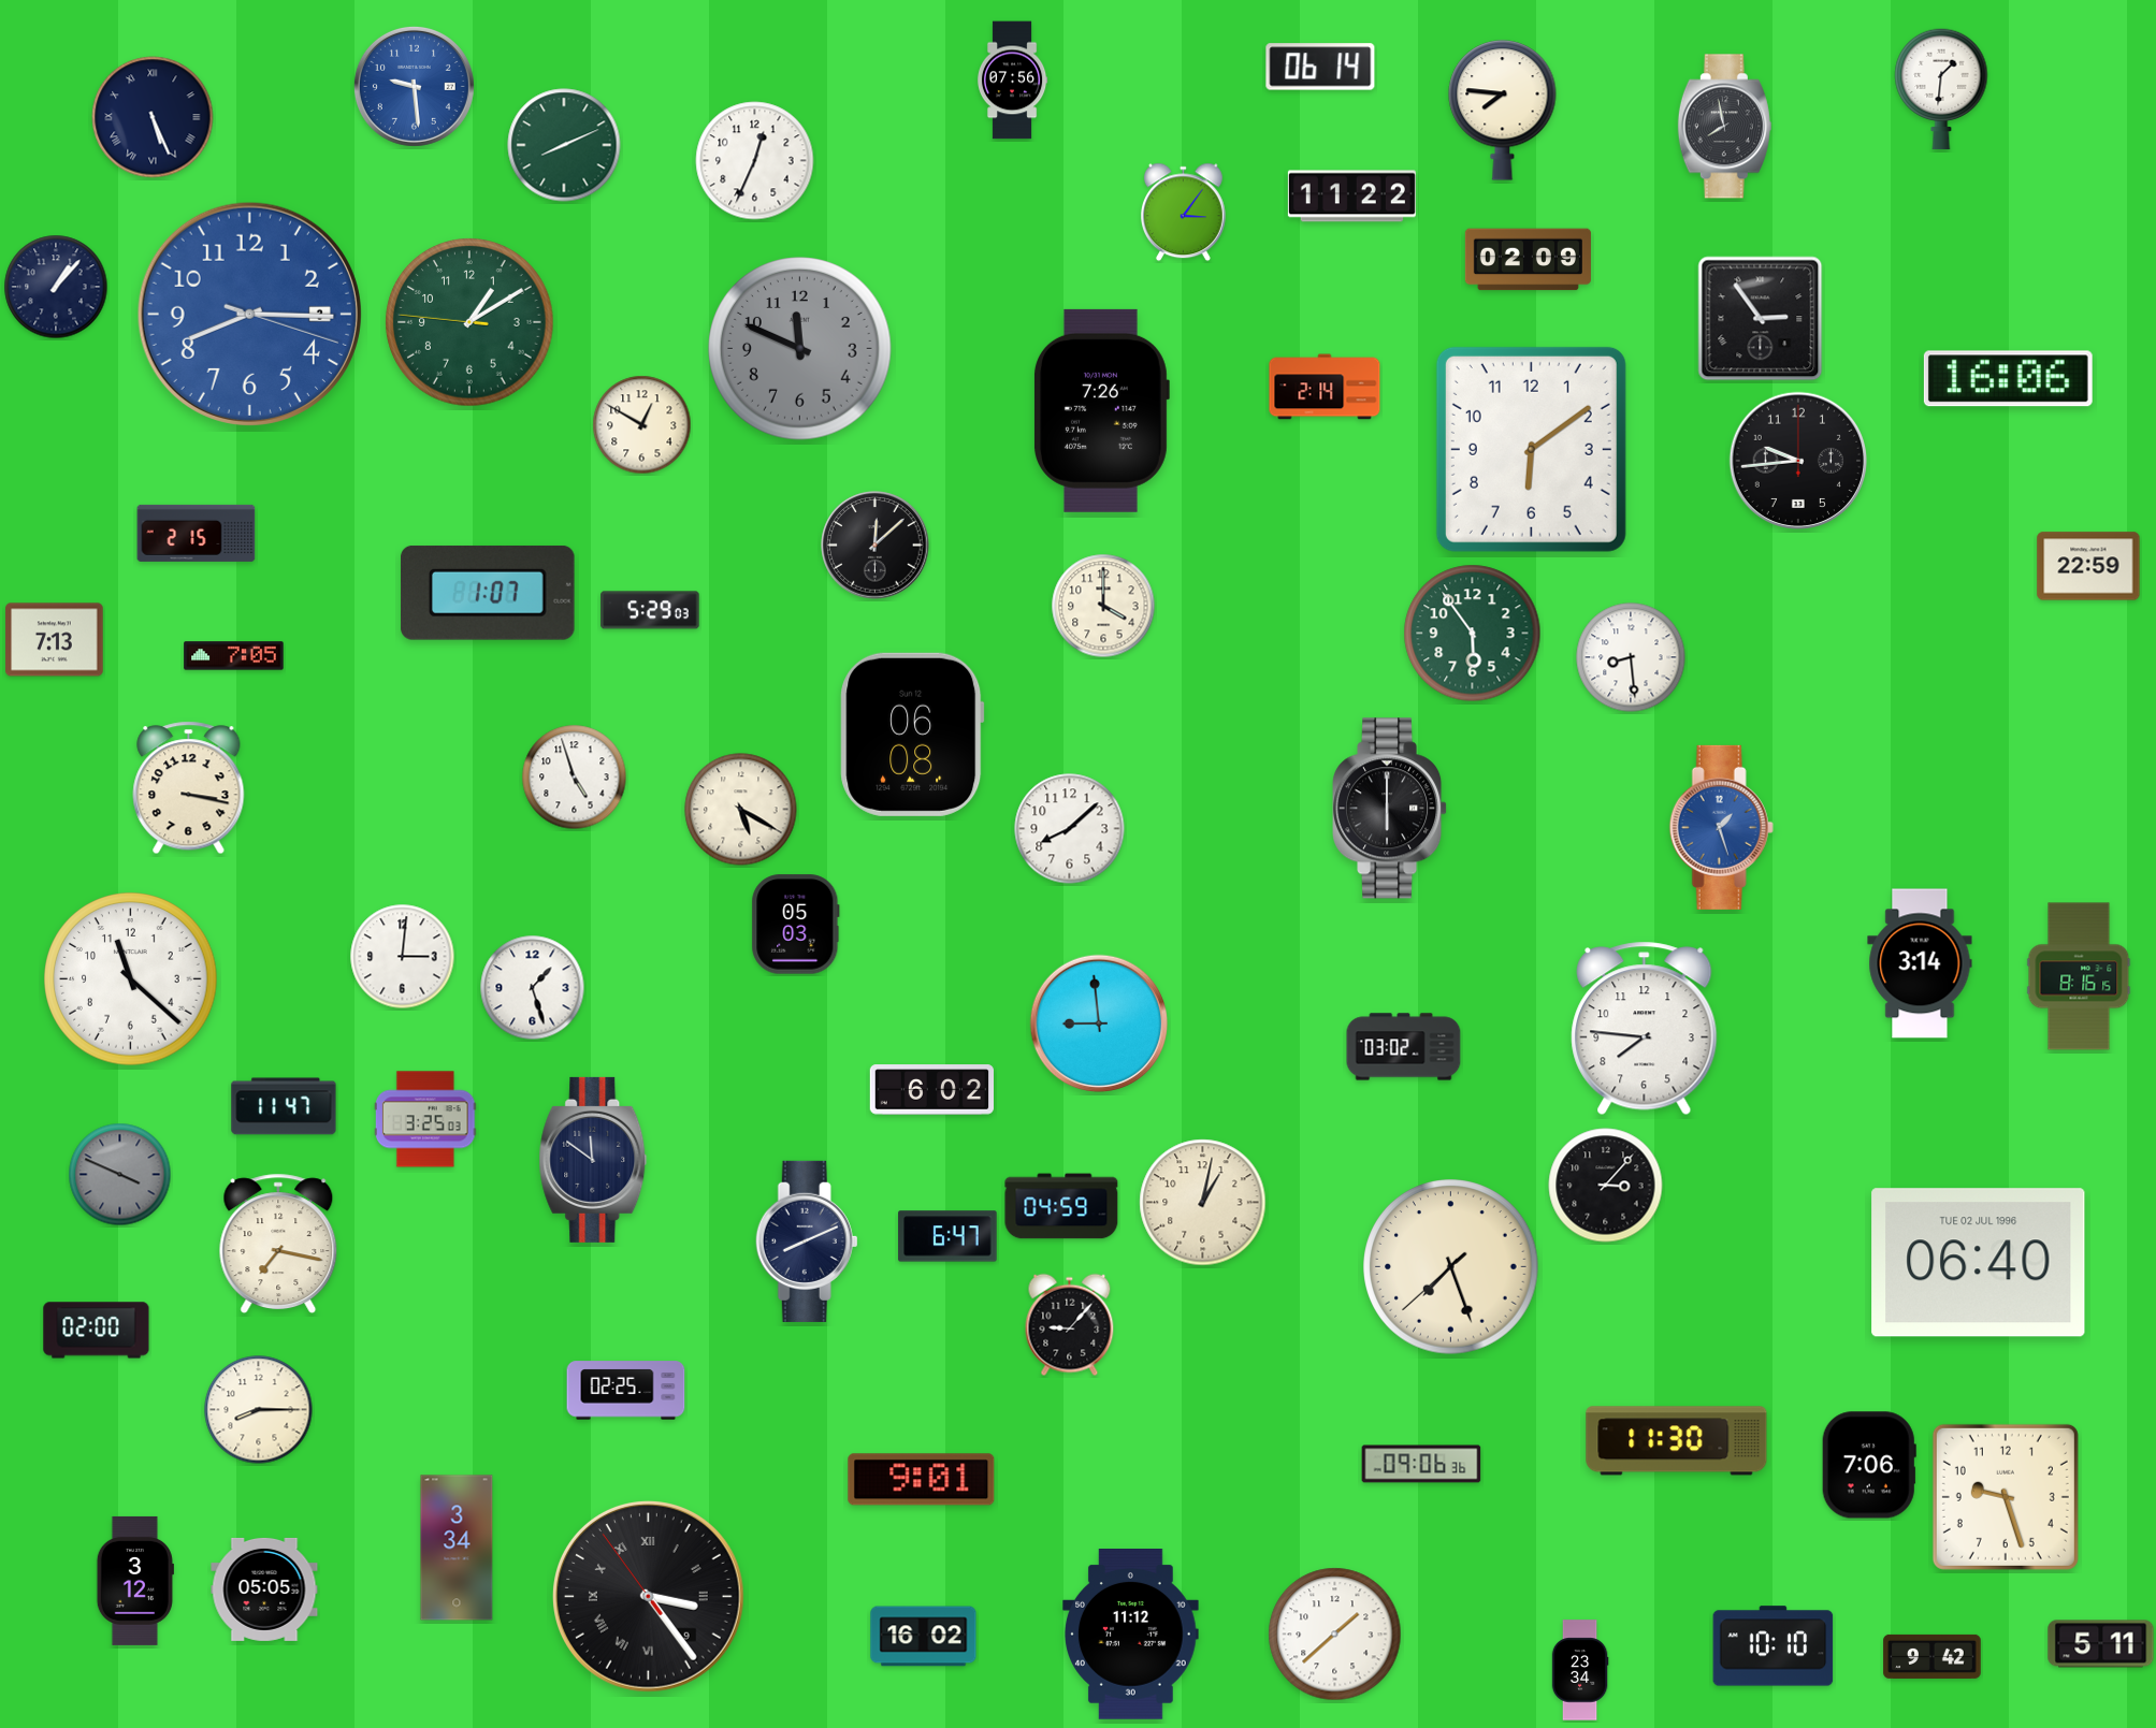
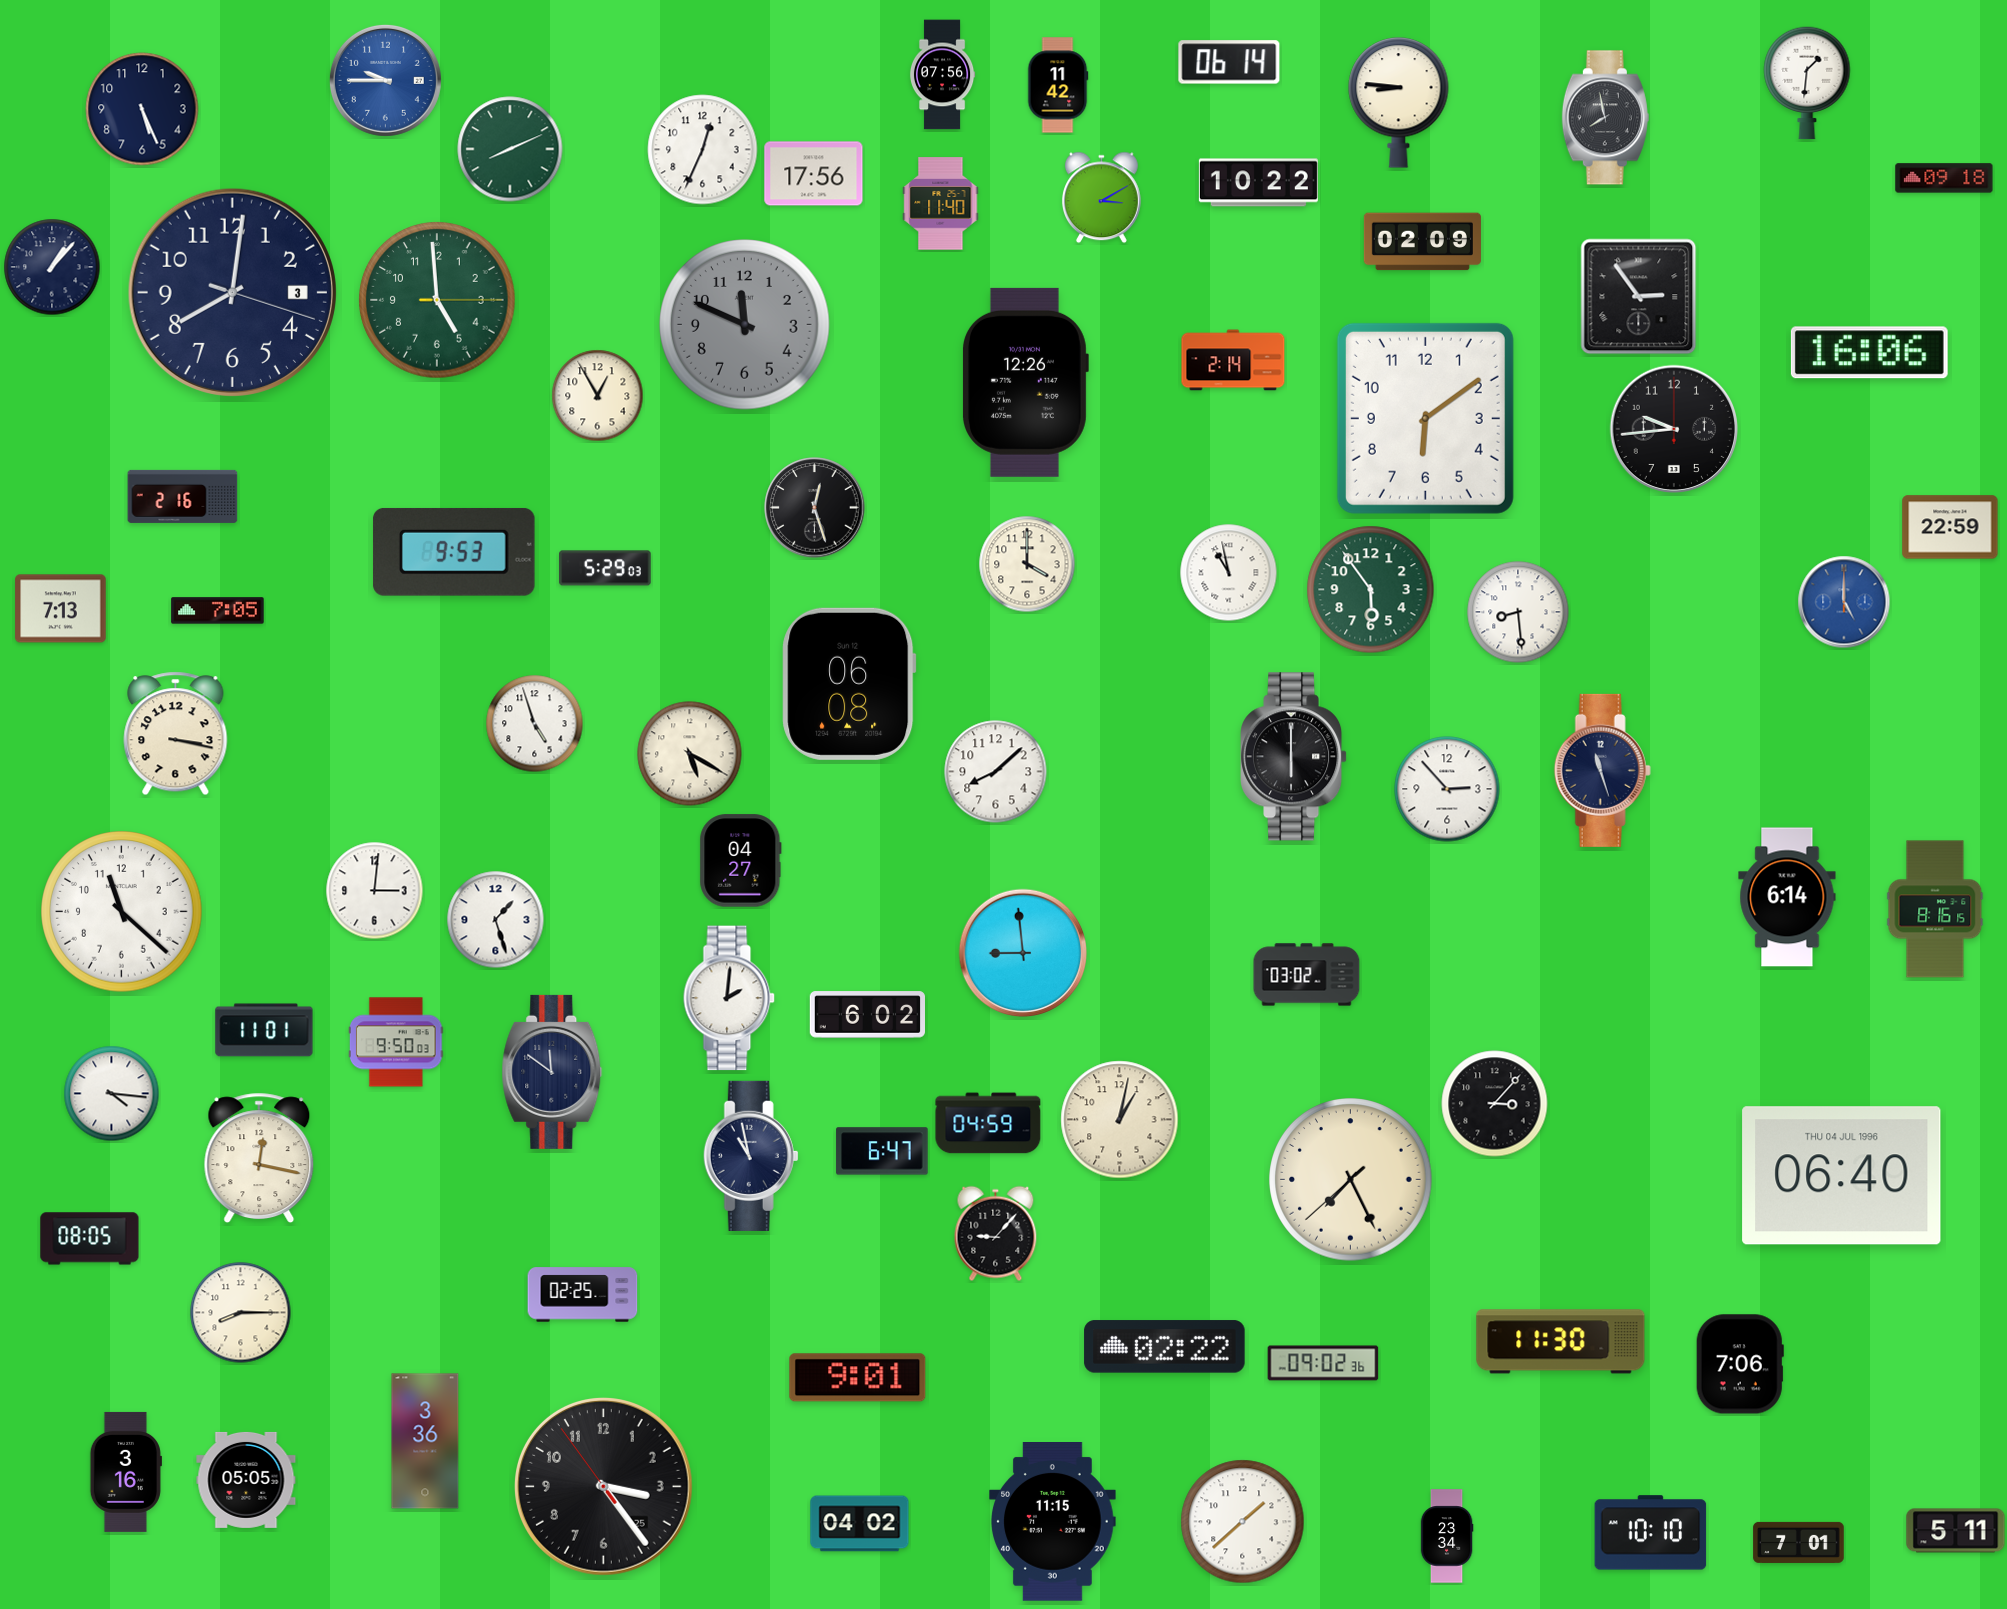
clock at (414, 86): 9:29 -> 9:45
clock at (1058, 85): none -> 11:42
clock at (1503, 111): 7:46 -> 8:46
clock at (153, 117) numerals: Roman -> Arabic
clock at (564, 145) position: (564, 145) -> (510, 149)
clock at (814, 174): none -> 17:56
clock at (1944, 178): none -> 09:18
clock at (1351, 197): 11:22 -> 10:22
clock at (1183, 213): 3:06 -> 3:10
clock at (941, 204): none -> 11:40
clock at (249, 314): 8:15 -> 8:01
clock at (249, 314) dial: blue -> navy
clock at (469, 322): 1:09 -> 4:59
clock at (1101, 410): 7:26 -> 12:26
clock at (642, 425): 12:50 -> 12:55
clock at (197, 533): 2:15 -> 2:16
clock at (876, 546): 12:08 -> 12:27
clock at (2088, 566) position: (2088, 566) -> (1950, 527)
clock at (488, 593): 1:07 -> 9:53
clock at (1229, 573): none -> 10:58
clock at (55, 640) position: (55, 640) -> (61, 609)
clock at (1844, 602): none -> 5:00
clock at (1391, 809) position: (1391, 809) -> (1295, 757)
clock at (1721, 827): 1:27 -> 11:27
clock at (1721, 827) dial: blue -> navy
clock at (1447, 789): none -> 2:53
clock at (796, 925): 05:03 -> 04:27
clock at (1920, 963): 3:14 -> 6:14
clock at (1645, 1029): 7:46 -> none
clock at (729, 998): none -> 2:01
clock at (284, 1106): 11:47 -> 11:01
clock at (425, 1119): 3:25 -> 9:50
clock at (593, 1160) position: (593, 1160) -> (552, 1072)
clock at (120, 1175): 3:49 -> 4:16
clock at (120, 1175) dial: grey -> white
clock at (807, 1241): 8:11 -> 10:58
clock at (278, 1244): 7:17 -> 12:17
clock at (1979, 1263) date: TUE 02 JUL 1996 -> THU 04 JUL 1996
clock at (1451, 1267): 7:26 -> 7:25
clock at (97, 1331): 02:00 -> 08:05
clock at (1165, 1347): none -> 02:22
clock at (1421, 1464): 09:06 -> 09:02
clock at (2006, 1497): 9:27 -> none
clock at (457, 1548): 3:34 -> 3:36
clock at (135, 1581): 3:12 -> 3:16
clock at (649, 1597) date: 9 -> 25
clock at (649, 1597) numerals: Roman -> Arabic
clock at (1131, 1635): 11:12 -> 11:15
clock at (924, 1637): 16:02 -> 04:02
clock at (1933, 1656): 9:42 -> 7:01
clock at (1580, 1670) position: (1580, 1670) -> (1447, 1536)
